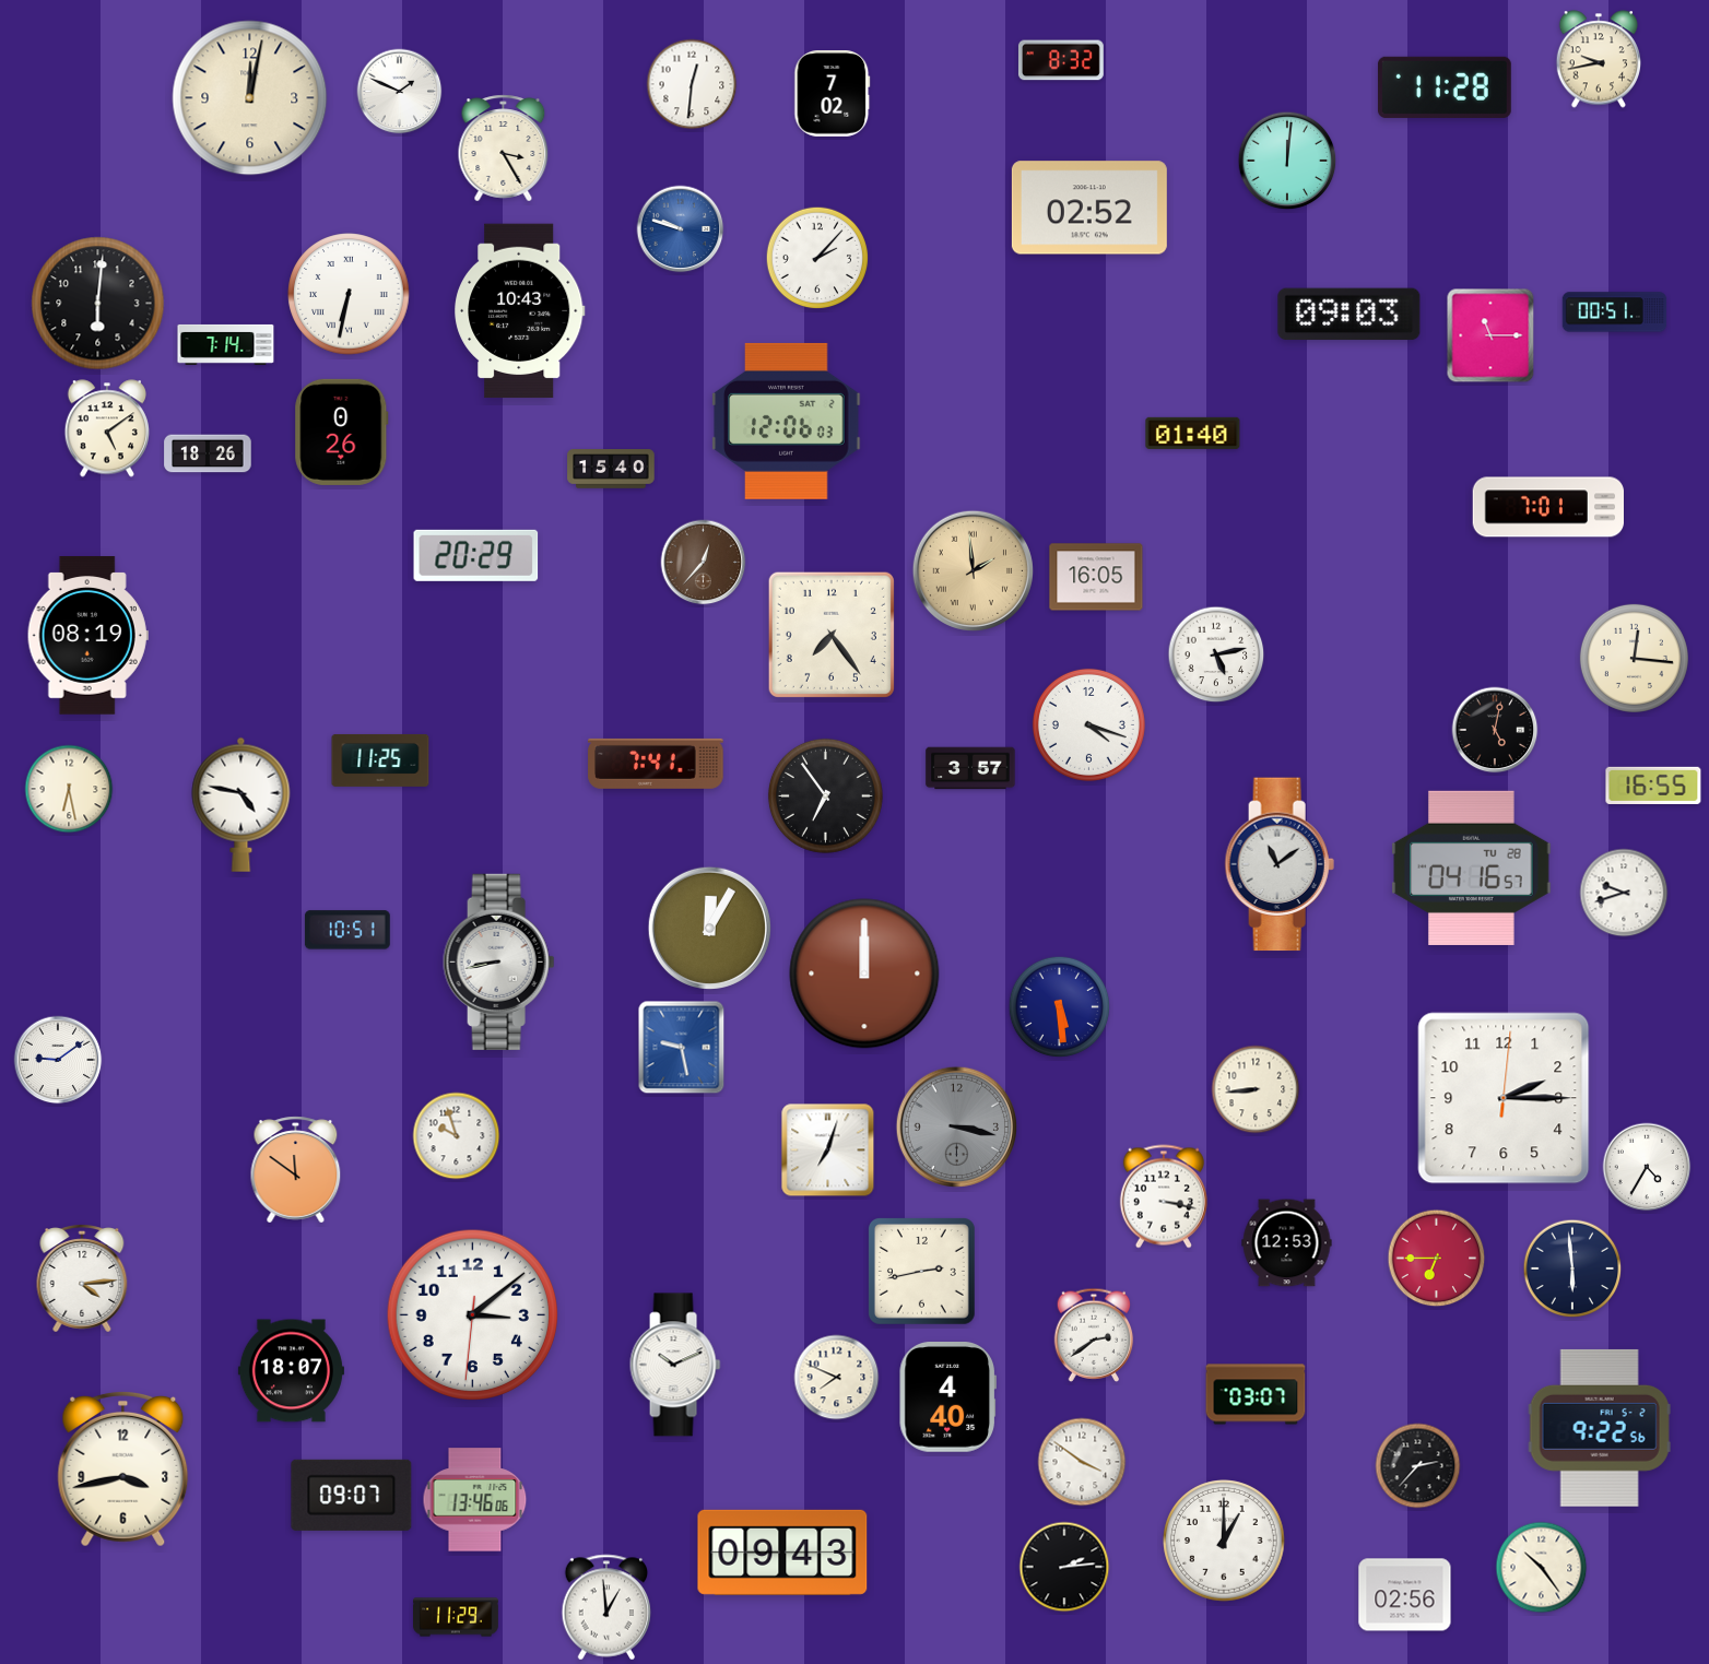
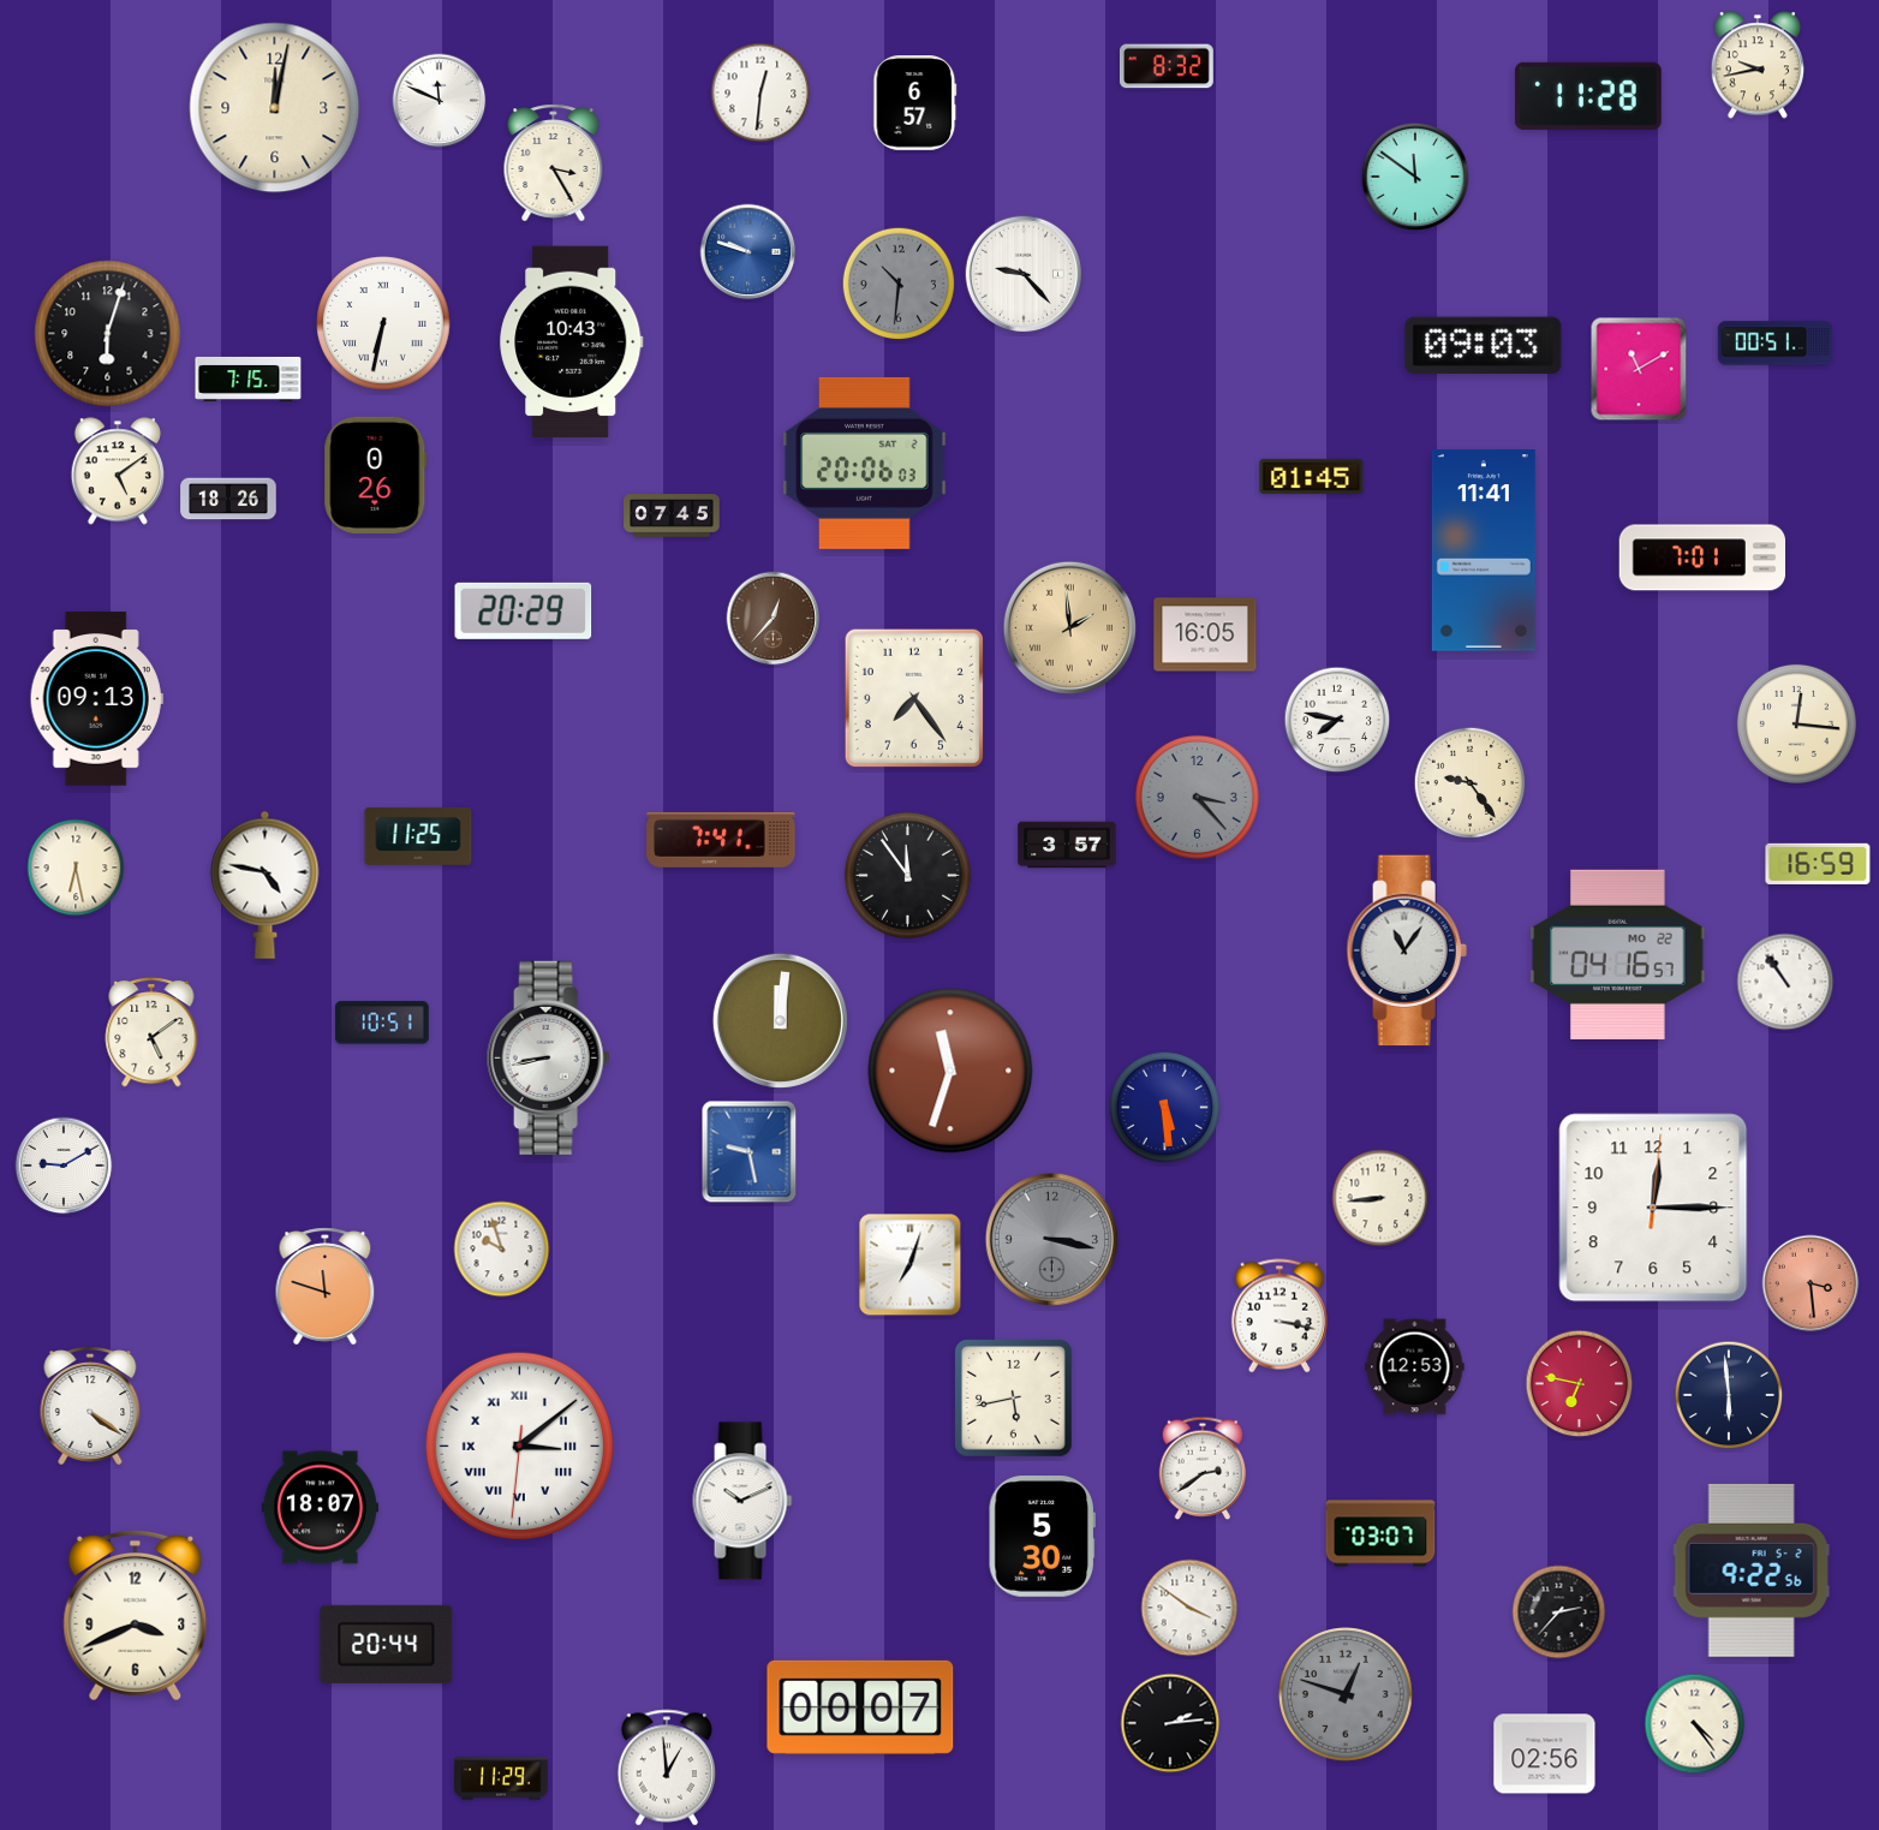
clock at (400, 92): 1:49 -> 11:49
clock at (833, 94): 7:02 -> 6:57
clock at (1287, 161): 12:01 -> 11:51
clock at (1089, 208): 02:52 -> none
clock at (1024, 274): none -> 9:23
clock at (817, 258): 2:07 -> 10:31
clock at (817, 258) dial: white -> grey
clock at (98, 304): 6:01 -> 6:03
clock at (1490, 335): 11:15 -> 11:10
clock at (226, 344): 7:14 -> 7:15
clock at (787, 421): 12:06 -> 20:06
clock at (1193, 433): 01:40 -> 01:45
clock at (611, 469): 15:40 -> 07:45
clock at (1484, 550): none -> 11:41
clock at (87, 636): 08:19 -> 09:13
clock at (1216, 654): 5:13 -> 7:47
clock at (1471, 783): none -> 9:24
clock at (1088, 724): 4:18 -> 3:23
clock at (1088, 724) dial: white -> grey
clock at (1495, 730): 5:02 -> none
clock at (1653, 786): 16:55 -> 16:59
clock at (825, 795): 6:54 -> 11:54
clock at (1280, 864): 11:09 -> 11:06
clock at (1472, 868) date: TU 28 -> MO 22
clock at (1624, 893): 9:42 -> 10:54
clock at (709, 928): 12:05 -> 12:01
clock at (151, 1032): none -> 5:09
clock at (864, 973): 12:00 -> 11:33
clock at (58, 1060): 9:09 -> 9:10
clock at (1504, 1098): 2:15 -> 12:15
clock at (1647, 1167): 4:35 -> 3:29
clock at (1647, 1167) dial: white -> salmon
clock at (296, 1170): 11:51 -> 11:48
clock at (1437, 1259): 6:45 -> 6:47
clock at (921, 1271): 2:43 -> 5:43
clock at (82, 1278): 4:14 -> 4:21
clock at (472, 1314) numerals: Arabic -> Roman
clock at (837, 1378): 7:49 -> none
clock at (947, 1397): 4:40 -> 5:30
clock at (1600, 1428) position: (1600, 1428) -> (1752, 1570)
clock at (123, 1468): 3:43 -> 3:41
clock at (352, 1495): 09:07 -> 20:44
clock at (475, 1500): 13:46 -> none
clock at (1224, 1541): 1:00 -> 12:48
clock at (1224, 1541) dial: white -> grey
clock at (782, 1553): 09:43 -> 00:07
clock at (1542, 1568): 10:24 -> 4:24
